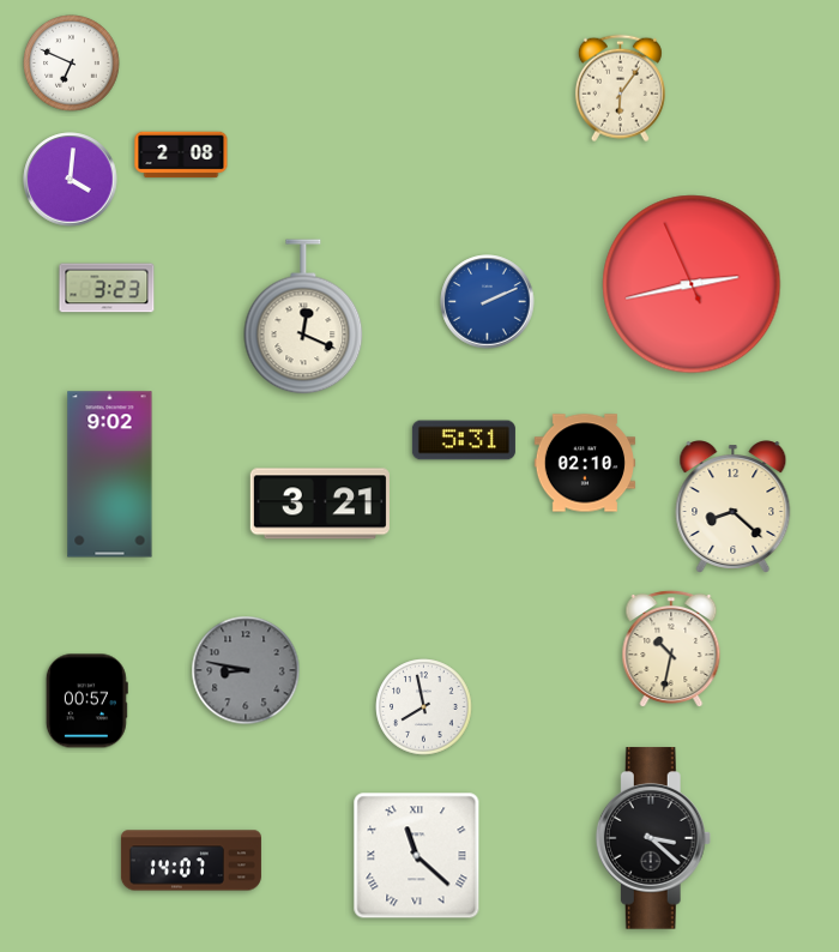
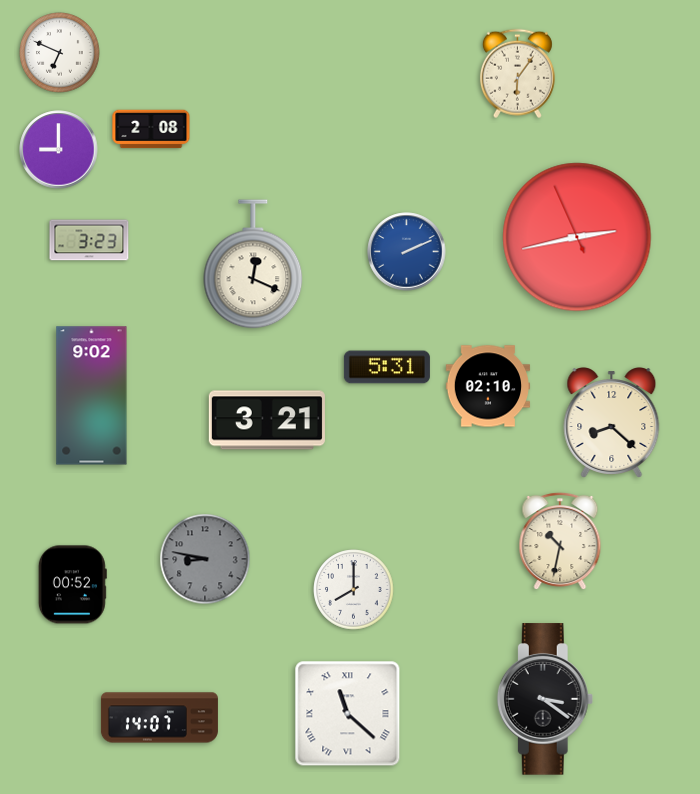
clock at (71, 180): 4:01 -> 9:00
clock at (86, 701): 00:57 -> 00:52
clock at (424, 707): 7:58 -> 8:00
clock at (653, 838): 3:22 -> 3:21
